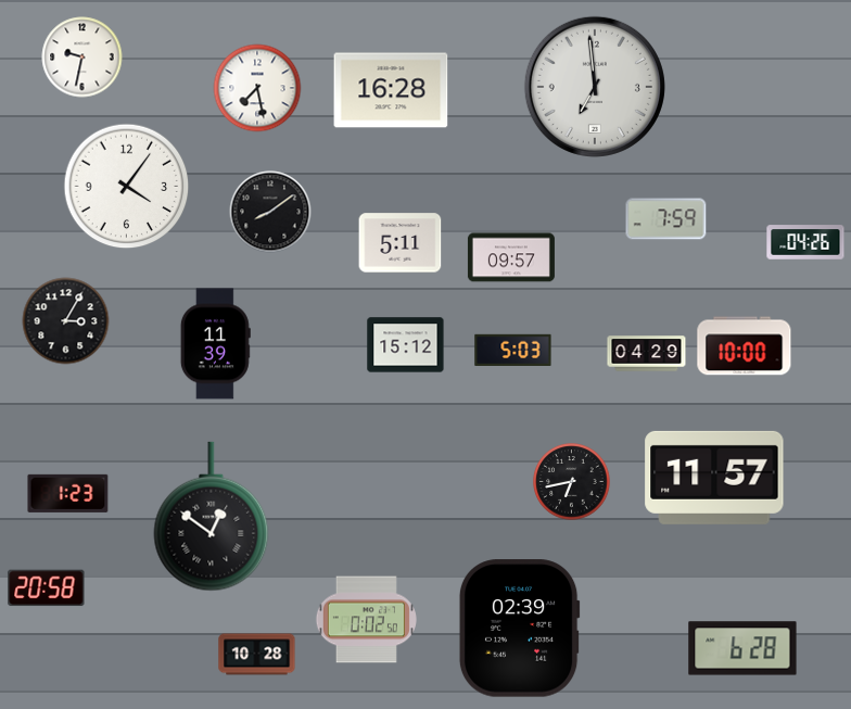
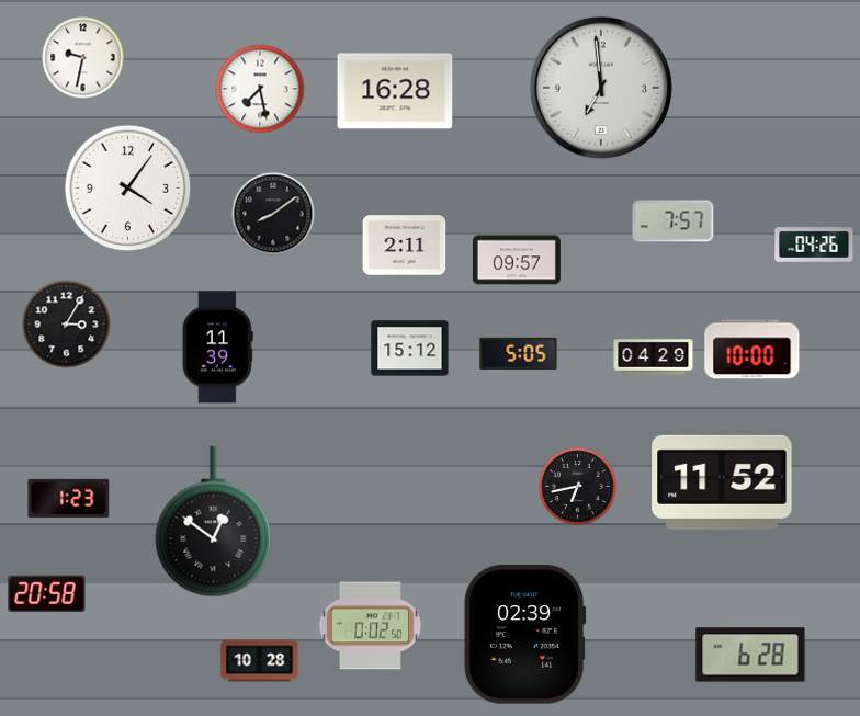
clock at (666, 219): 7:59 -> 7:57
clock at (401, 243): 5:11 -> 2:11
clock at (513, 351): 5:03 -> 5:05
clock at (714, 478): 11:57 -> 11:52
